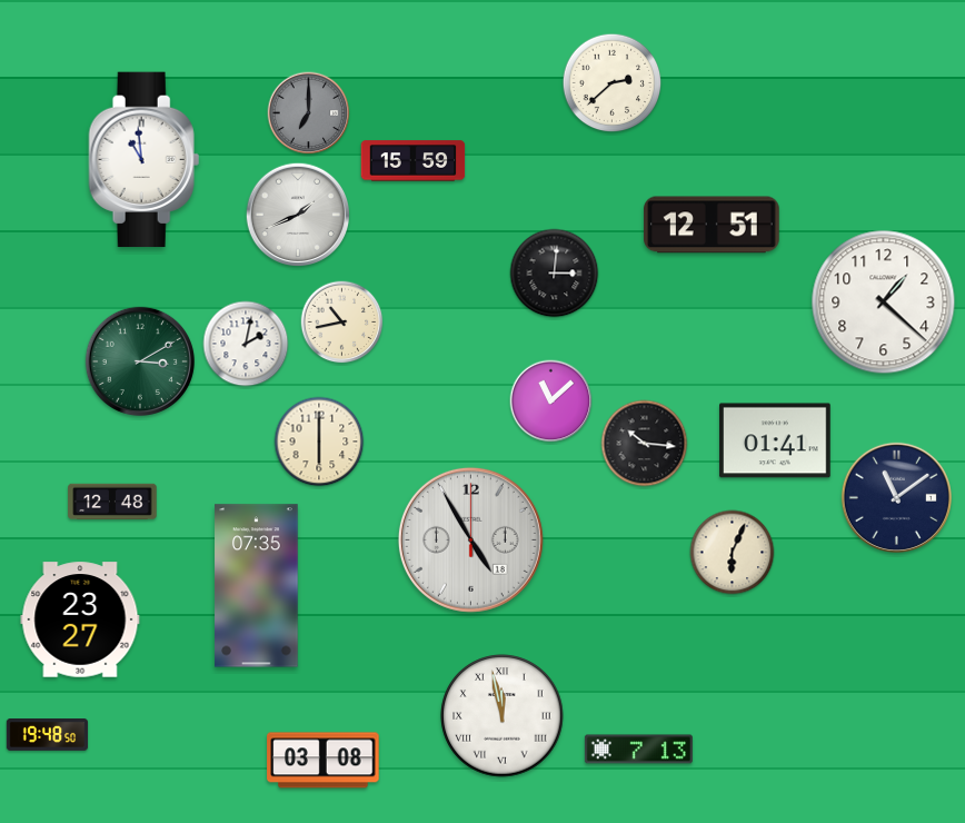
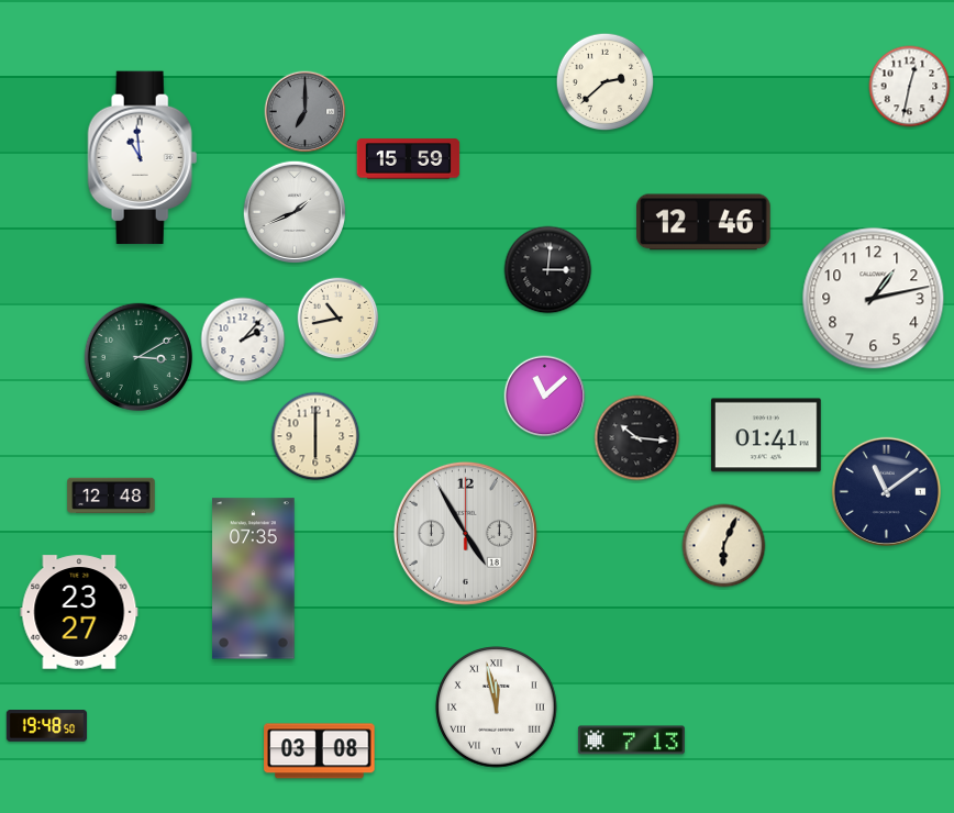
clock at (910, 87): none -> 12:32
clock at (712, 225): 12:51 -> 12:46
clock at (884, 303): 1:22 -> 1:13
clock at (246, 344): 2:02 -> 2:07
